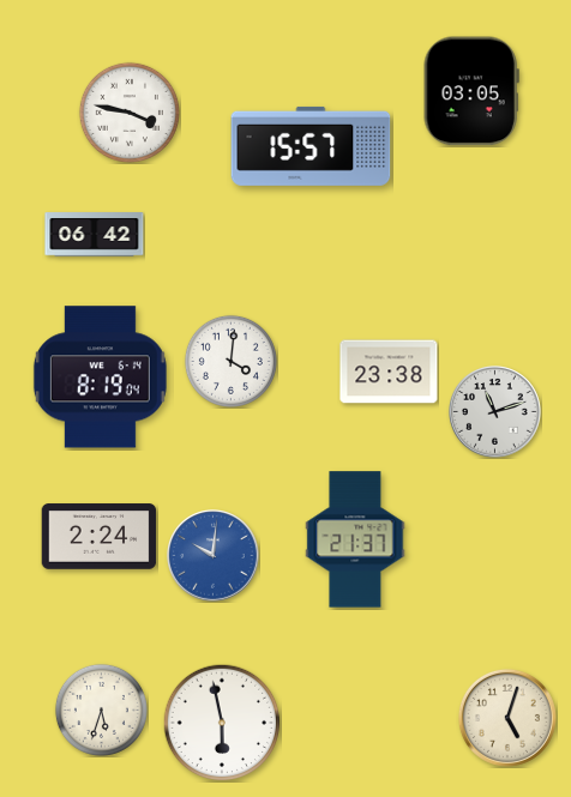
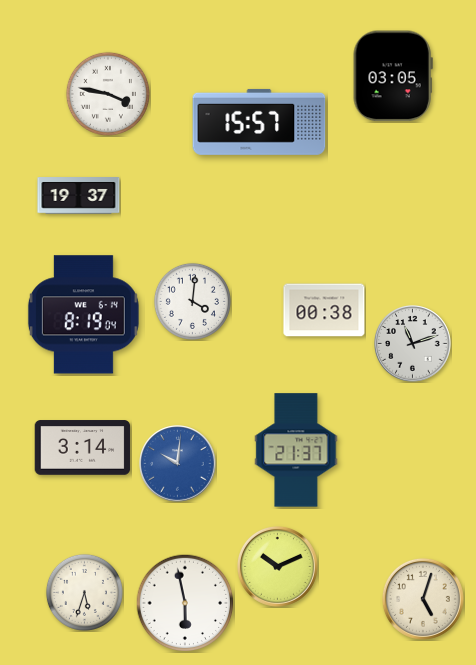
clock at (95, 235): 06:42 -> 19:37
clock at (389, 372): 23:38 -> 00:38
clock at (100, 537): 2:24 -> 3:14
clock at (277, 566): none -> 10:11
